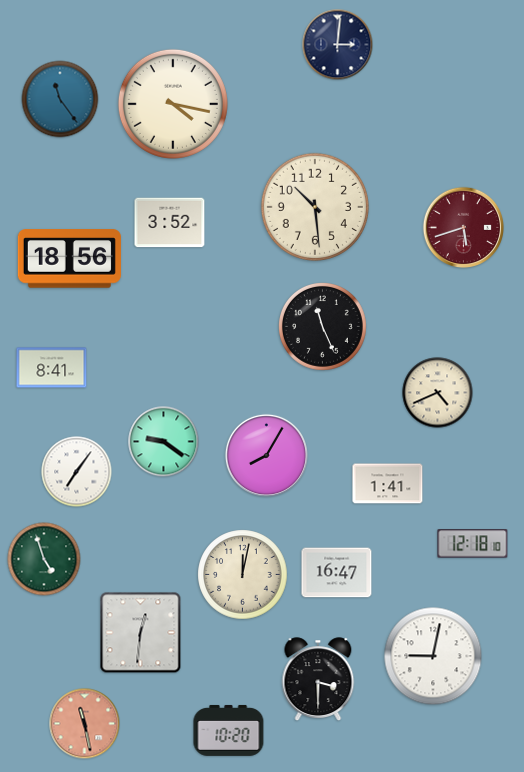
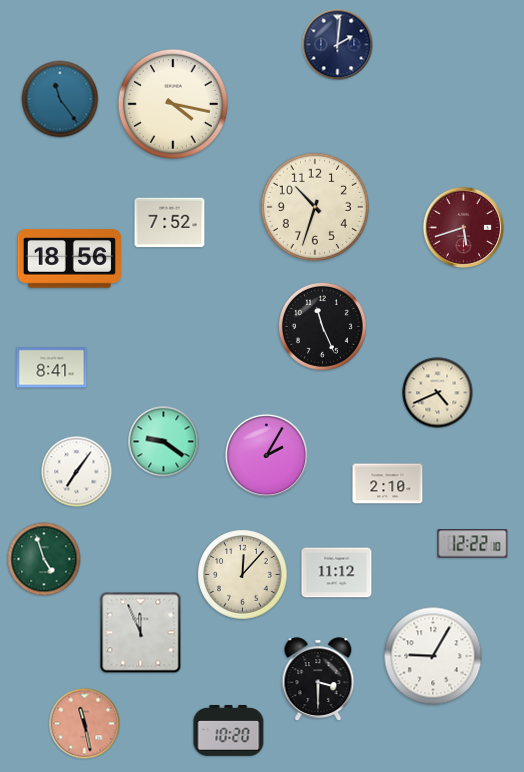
clock at (338, 45): 3:01 -> 2:01
clock at (315, 207): 10:29 -> 10:33
clock at (170, 223): 3:52 -> 7:52
clock at (266, 455): 8:05 -> 2:05
clock at (388, 484): 1:41 -> 2:10
clock at (473, 544): 12:18 -> 12:22
clock at (337, 573): 16:47 -> 11:12
clock at (243, 575): 12:02 -> 12:07
clock at (141, 633): 12:31 -> 11:56
clock at (433, 656): 9:02 -> 9:05
